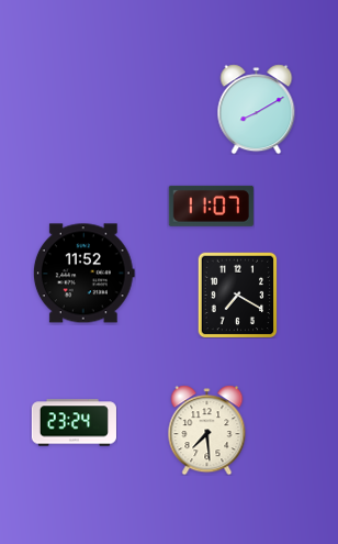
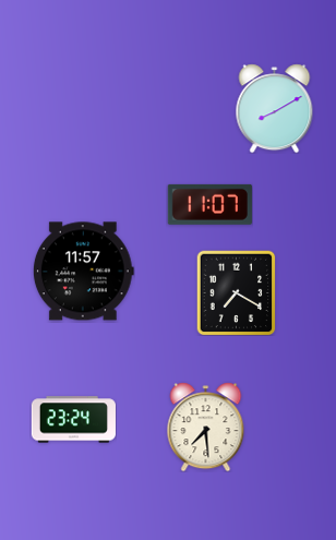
clock at (257, 109) position: (257, 109) -> (275, 108)
clock at (83, 274): 11:52 -> 11:57
